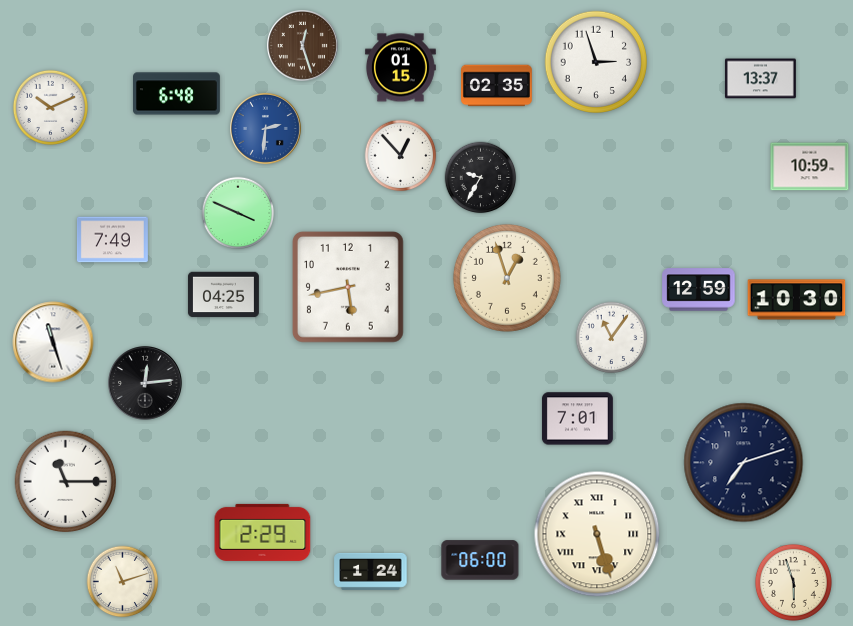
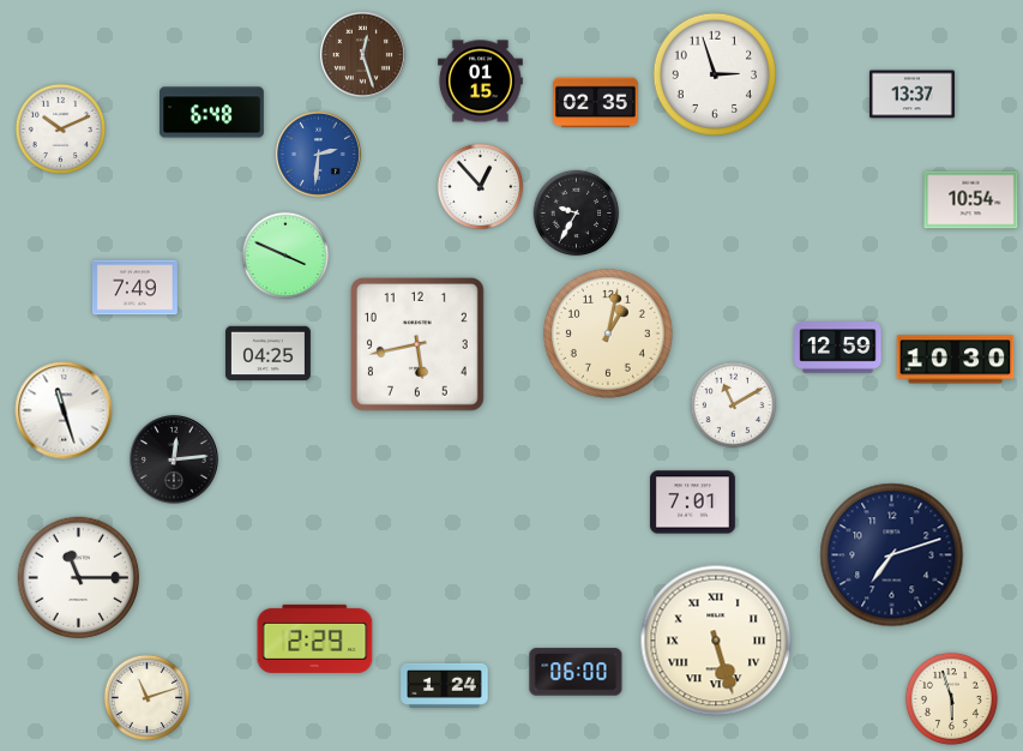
clock at (810, 167): 10:59 -> 10:54
clock at (507, 278): 12:57 -> 1:02
clock at (612, 338): 11:06 -> 11:10
